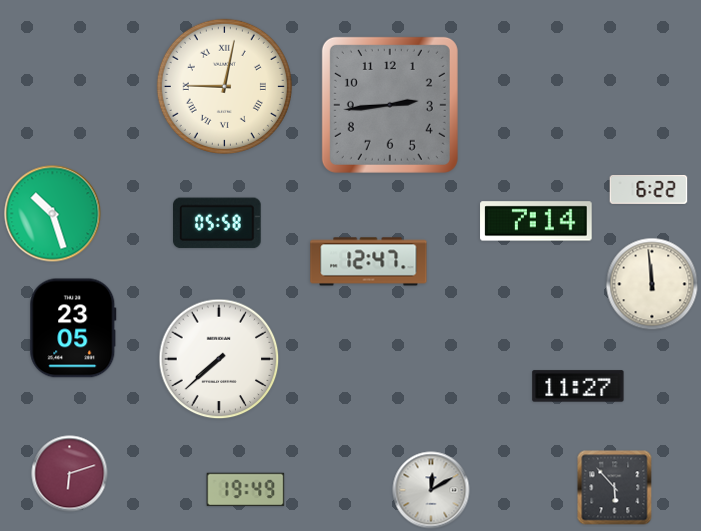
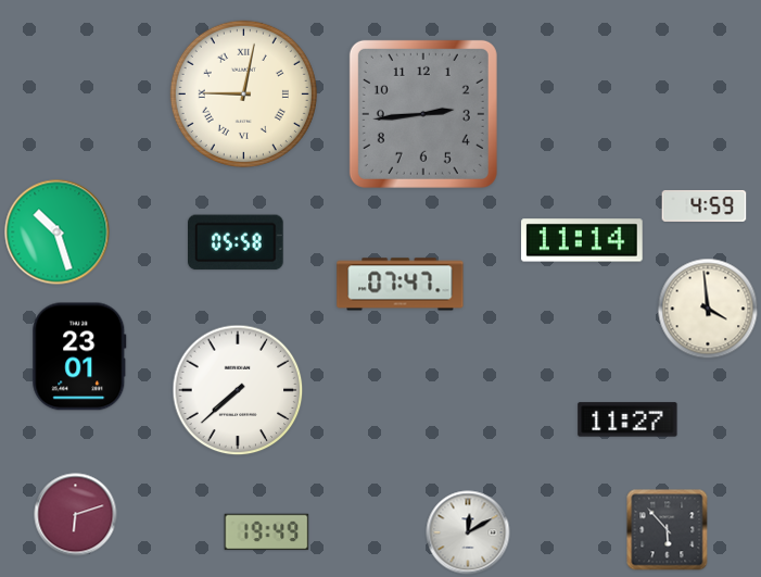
clock at (649, 189): 6:22 -> 4:59
clock at (536, 221): 7:14 -> 11:14
clock at (369, 262): 12:47 -> 07:47
clock at (652, 284): 11:59 -> 3:59
clock at (73, 328): 23:05 -> 23:01
